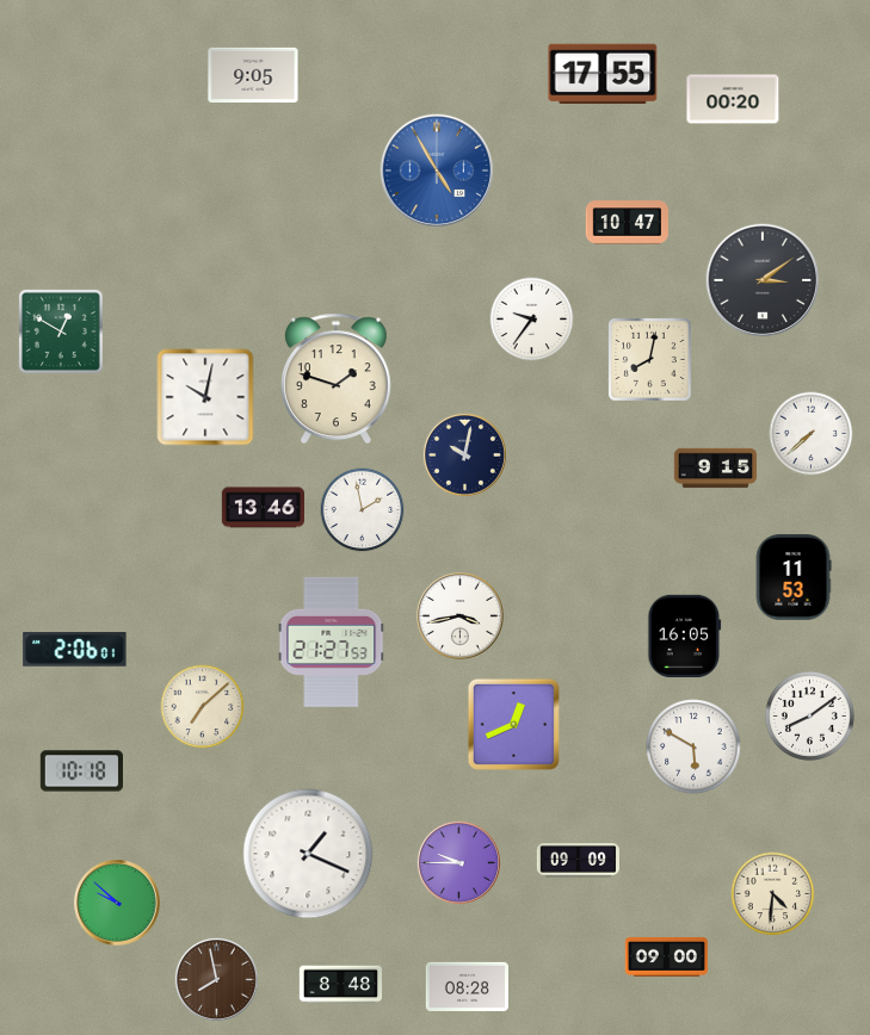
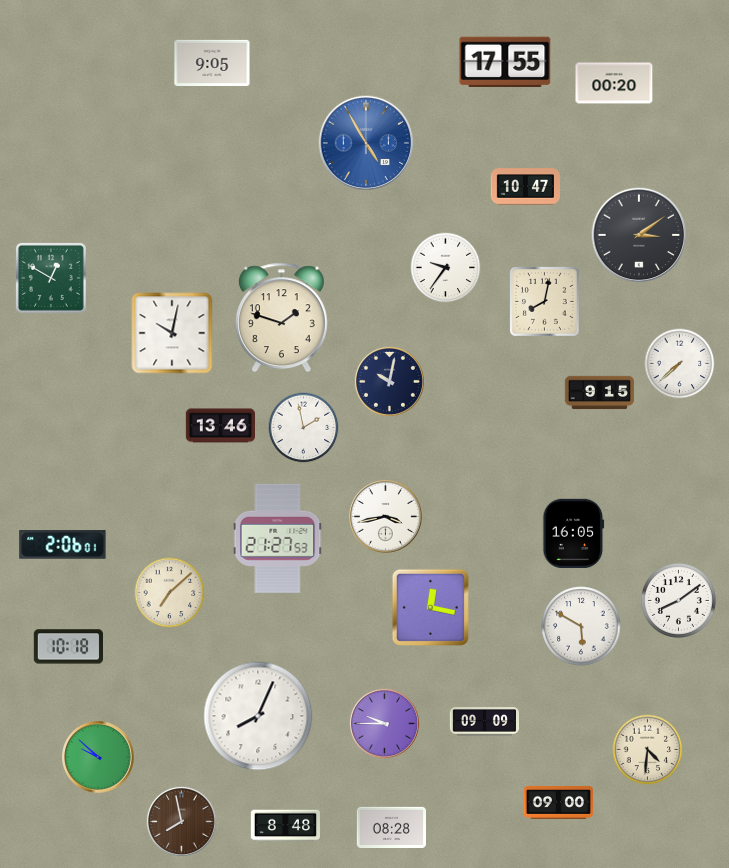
clock at (794, 577): 11:53 -> none
clock at (513, 724): 12:41 -> 12:17
clock at (308, 854): 1:19 -> 8:04
